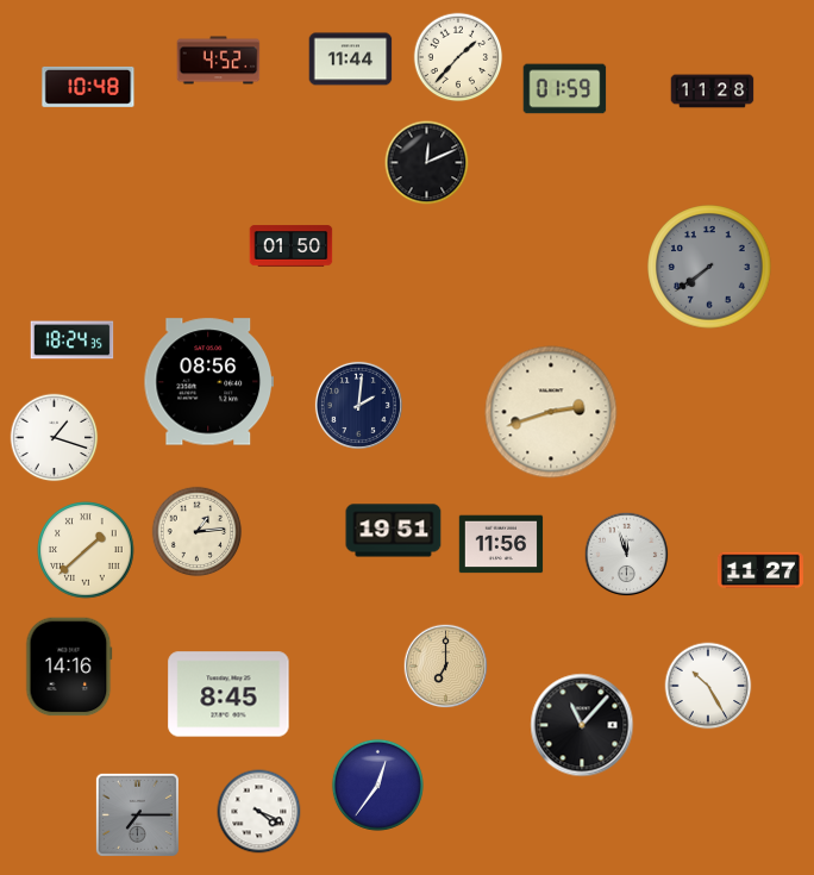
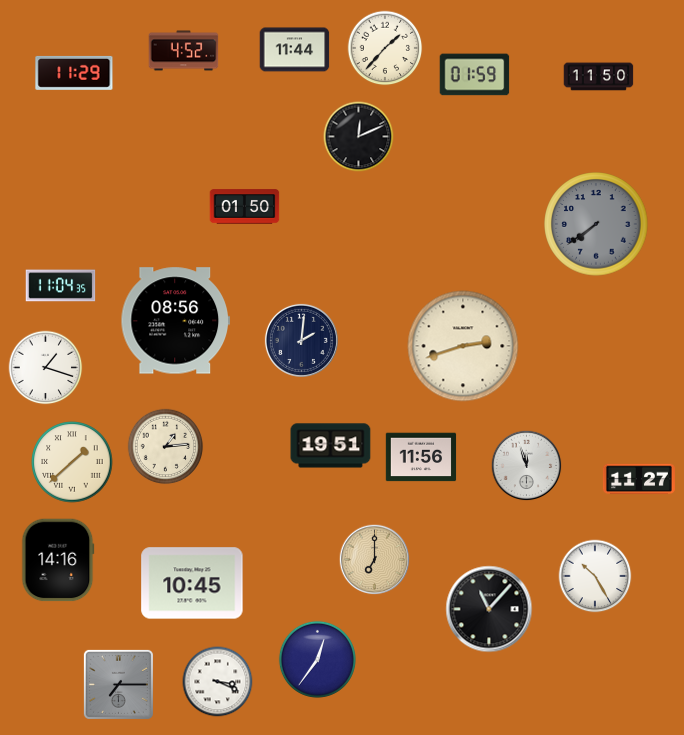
clock at (88, 87): 10:48 -> 11:29
clock at (713, 92): 11:28 -> 11:50
clock at (73, 340): 18:24 -> 11:04
clock at (228, 694): 8:45 -> 10:45
clock at (259, 812): 4:19 -> 3:19
clock at (137, 814) position: (137, 814) -> (118, 684)
